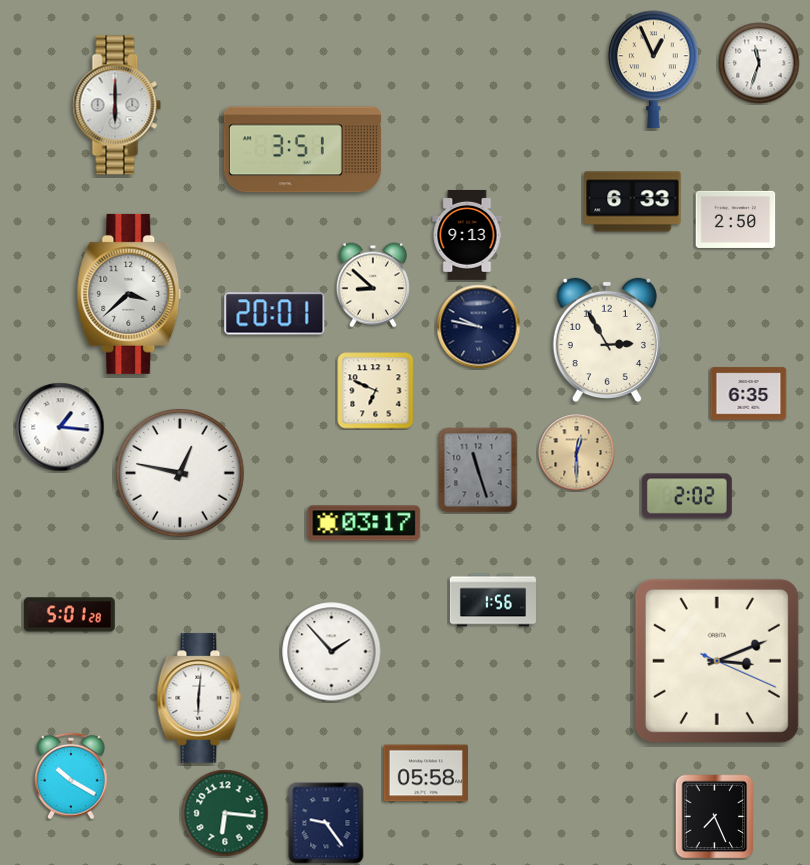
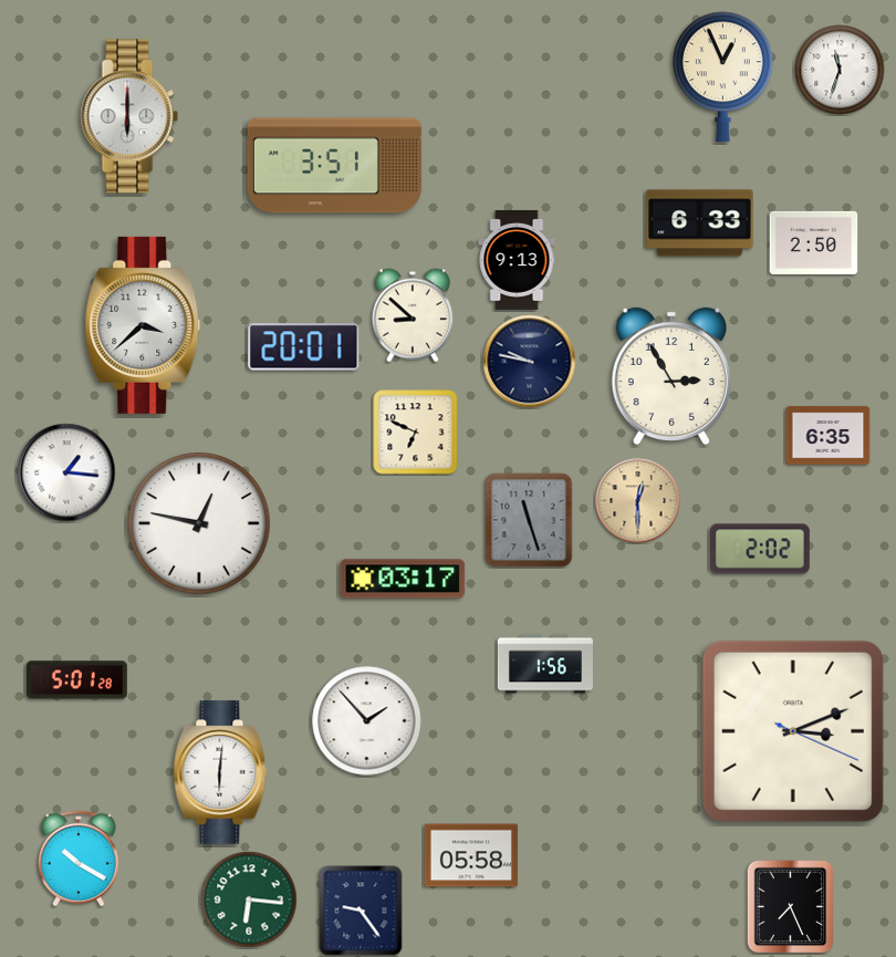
clock at (715, 817) position: (715, 817) -> (791, 907)
